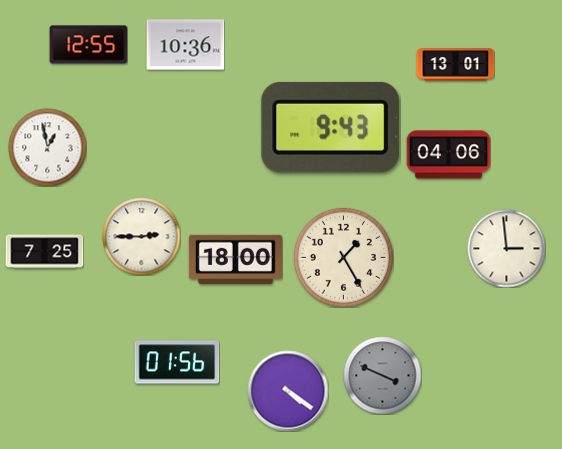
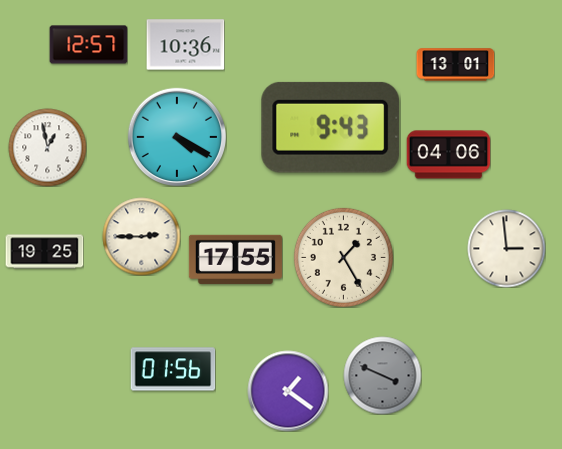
clock at (88, 45): 12:55 -> 12:57
clock at (176, 136): none -> 4:20
clock at (44, 252): 7:25 -> 19:25
clock at (235, 259): 18:00 -> 17:55
clock at (177, 362) position: (177, 362) -> (173, 369)
clock at (288, 391): 4:21 -> 1:21
